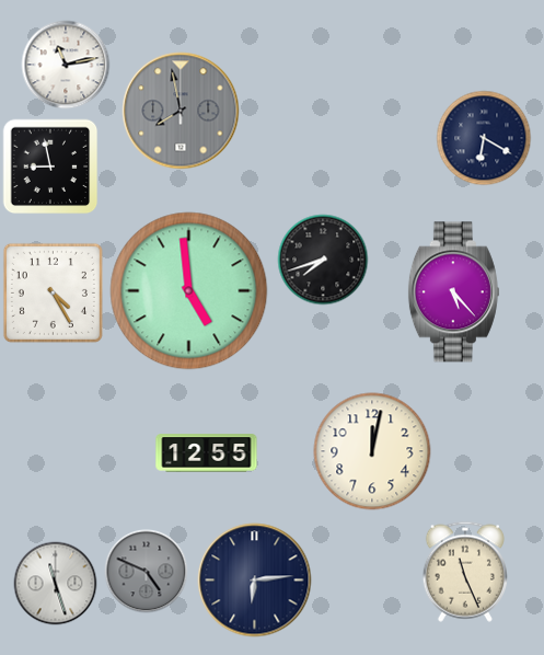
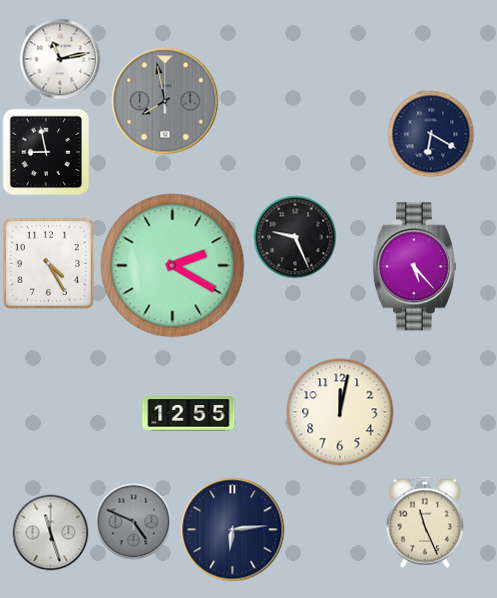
clock at (484, 138) position: (484, 138) -> (431, 134)
clock at (323, 260): 7:42 -> 9:26
clock at (189, 291): 4:59 -> 2:20
clock at (53, 292) position: (53, 292) -> (48, 263)
